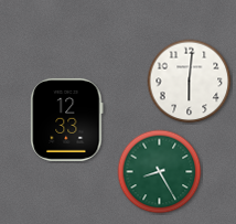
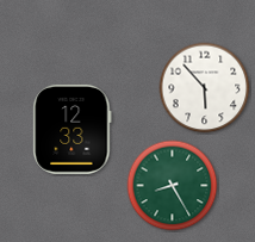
clock at (190, 82): 6:01 -> 5:53
